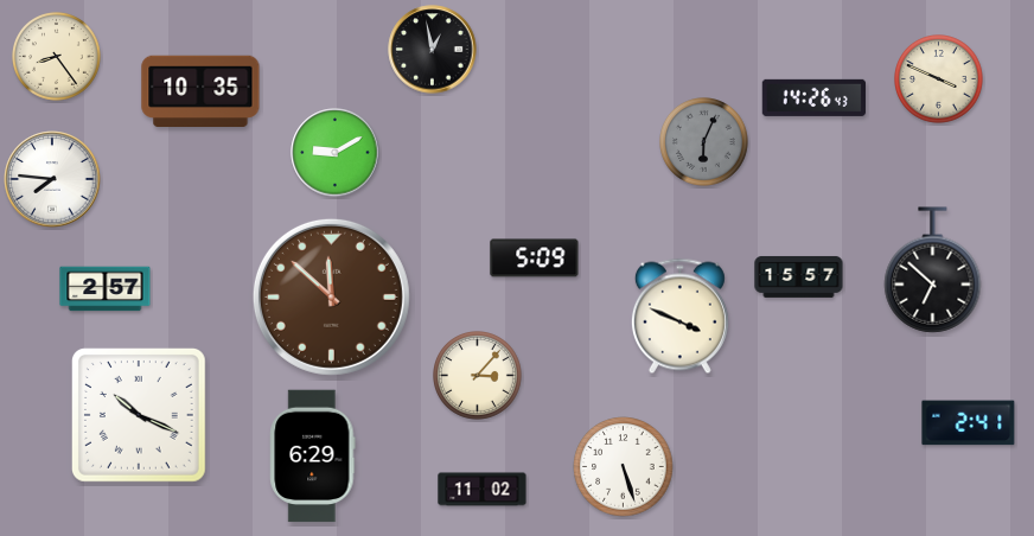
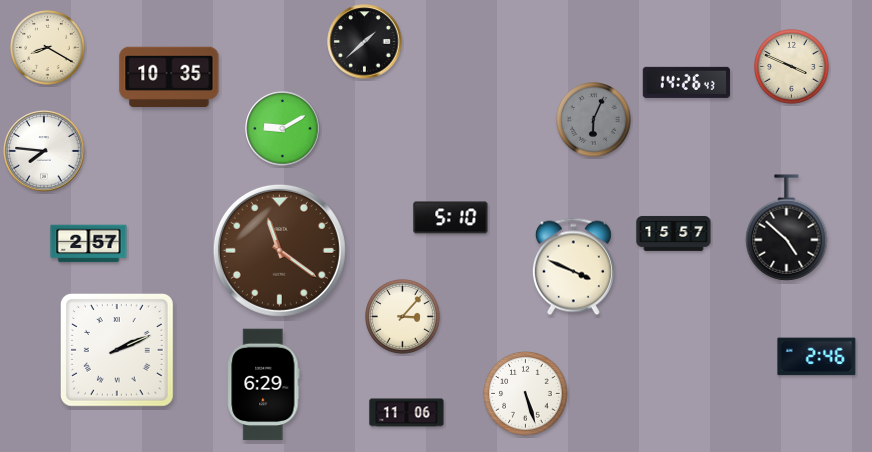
clock at (433, 50): 12:58 -> 1:38
clock at (57, 57): 8:24 -> 8:20
clock at (535, 259): 5:09 -> 5:10
clock at (933, 270): 6:52 -> 4:52
clock at (331, 296): 11:52 -> 11:21
clock at (139, 415): 10:19 -> 2:11
clock at (969, 423): 2:41 -> 2:46
clock at (483, 490): 11:02 -> 11:06
